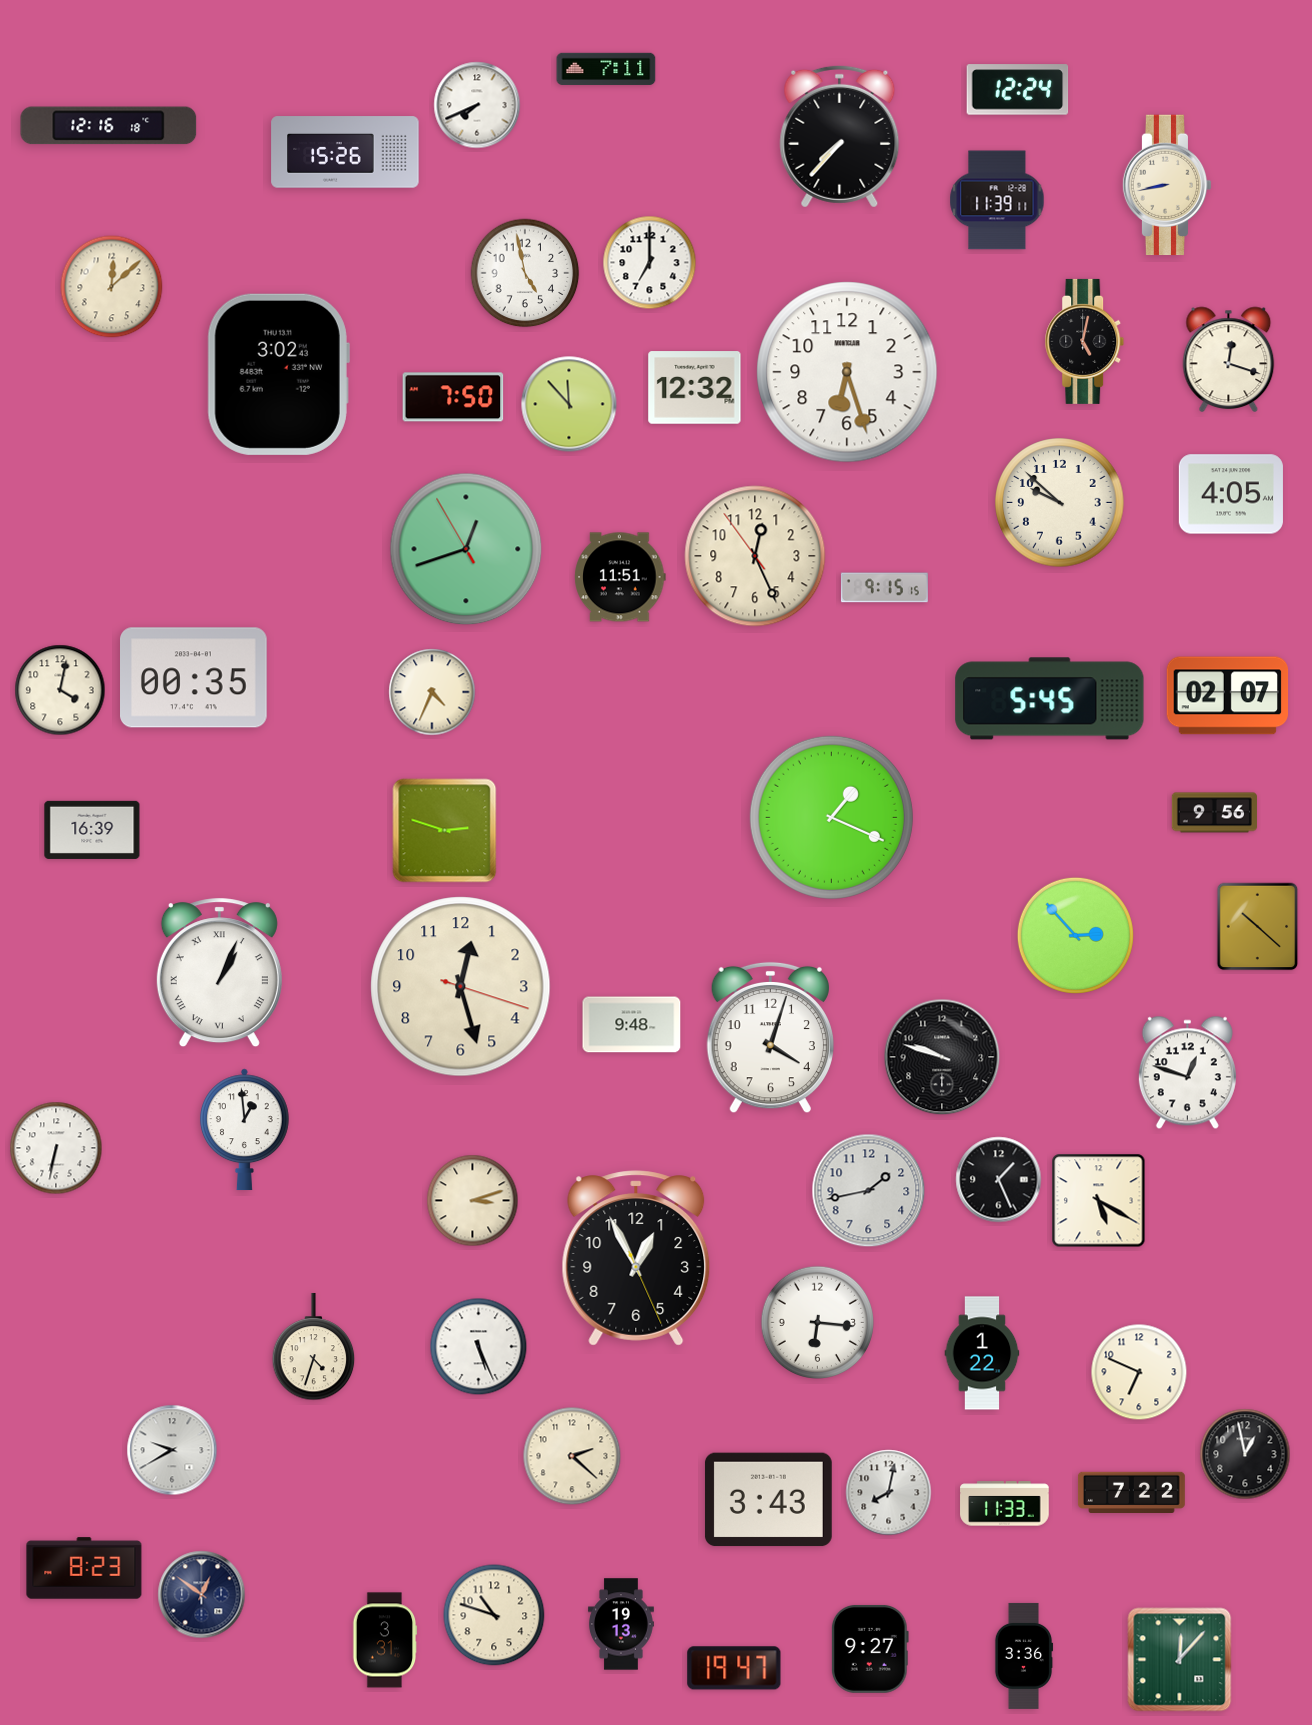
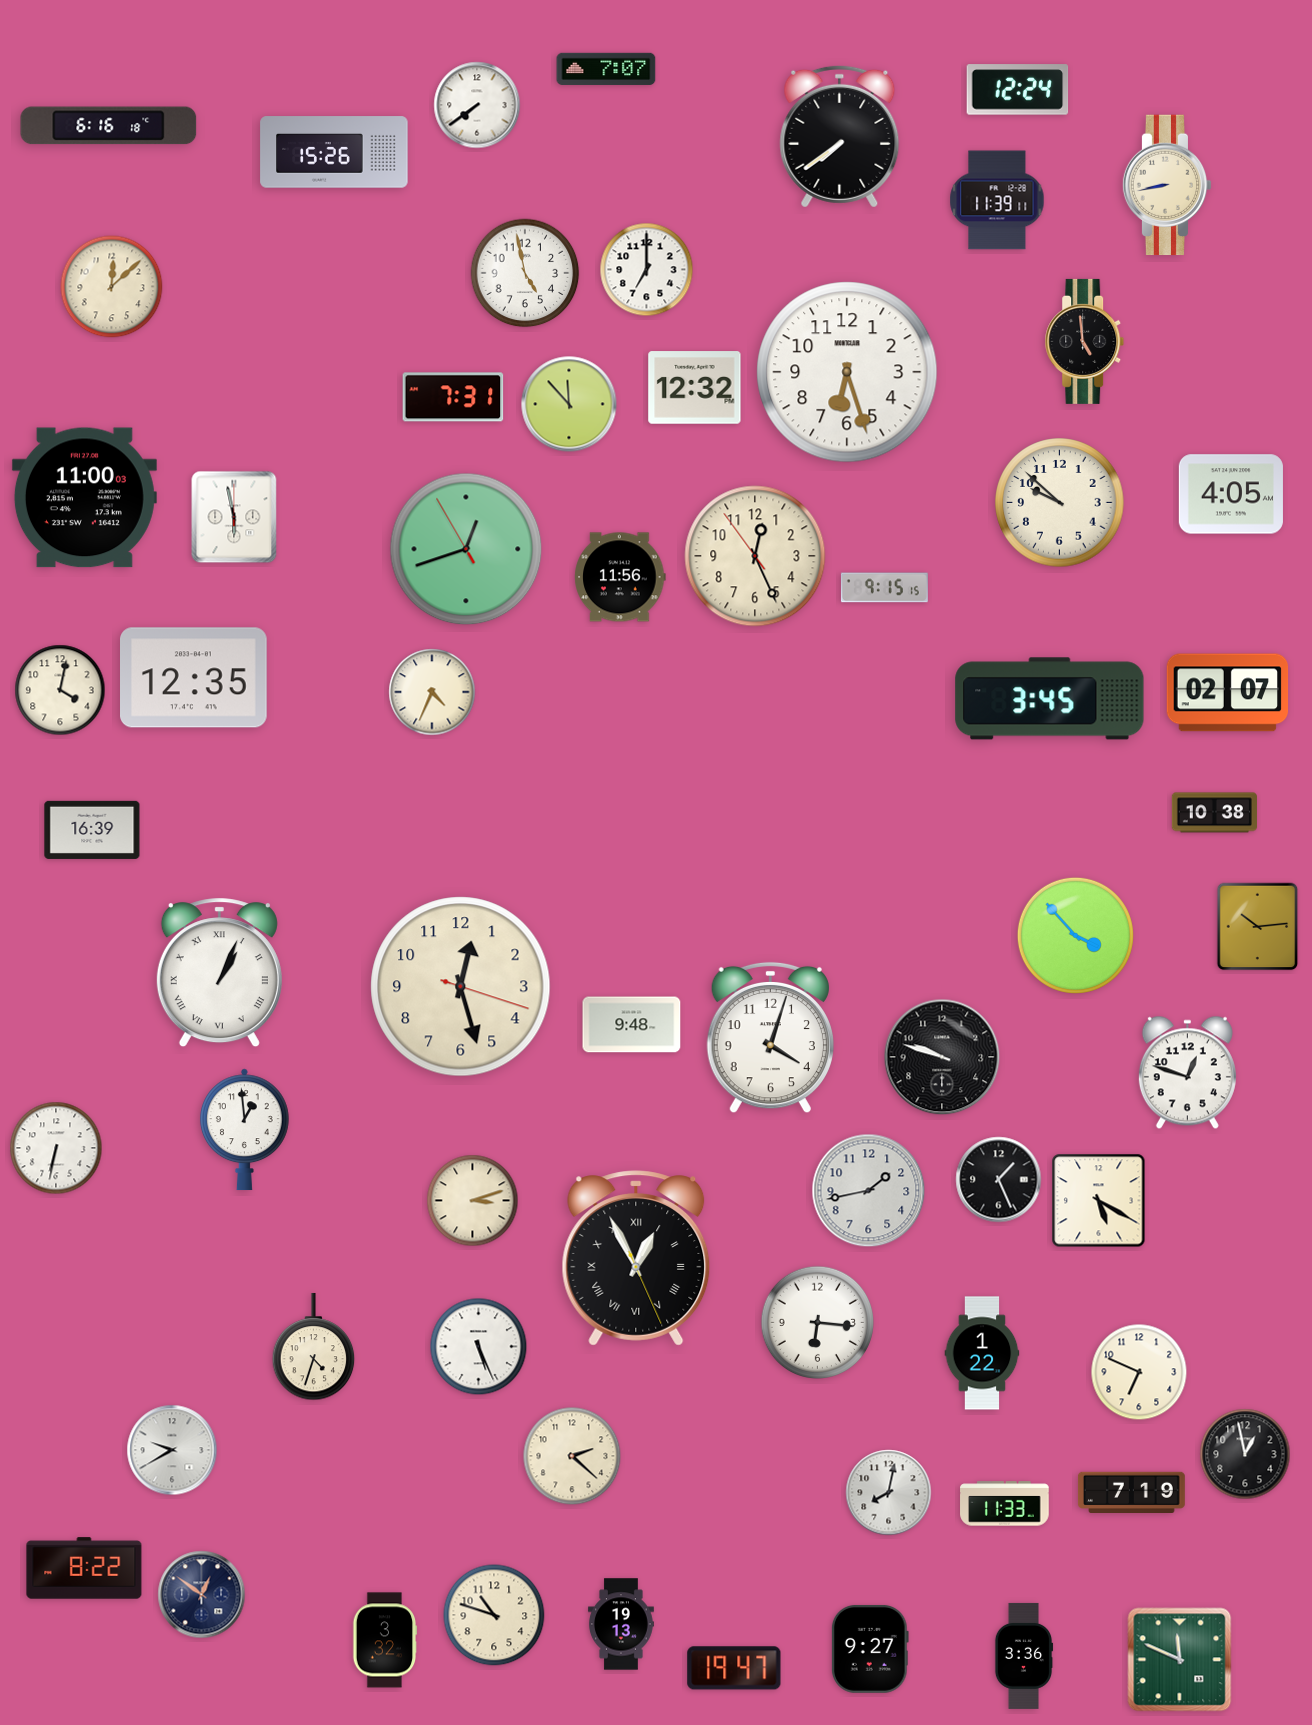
clock at (606, 68): 7:11 -> 7:07
clock at (477, 105): 7:41 -> 7:39
clock at (109, 126): 12:16 -> 6:16
clock at (840, 136): 7:37 -> 7:39
clock at (345, 152) position: (345, 152) -> (334, 152)
clock at (650, 263) position: (650, 263) -> (647, 270)
clock at (1085, 341): 5:02 -> 4:59
clock at (1229, 359): 12:18 -> none
clock at (278, 374): 3:02 -> none
clock at (453, 397): 7:50 -> 7:31
clock at (84, 498): none -> 11:00
clock at (234, 517): none -> 5:58
clock at (620, 577): 11:51 -> 11:56
clock at (194, 678): 00:35 -> 12:35
clock at (1228, 696) position: (1228, 696) -> (1228, 693)
clock at (1050, 699): 5:45 -> 3:45
clock at (1214, 813): 9:56 -> 10:38
clock at (831, 817): 1:19 -> none
clock at (445, 831): 2:48 -> none
clock at (1258, 927): 10:22 -> 10:14
clock at (1075, 935): 2:53 -> 3:53
clock at (636, 1258) numerals: Arabic -> Roman
clock at (1131, 1492): 7:22 -> 7:19
clock at (768, 1500): 3:43 -> none
clock at (84, 1568): 8:23 -> 8:22
clock at (385, 1640): 3:31 -> 3:32
clock at (1180, 1660): 12:07 -> 11:49
